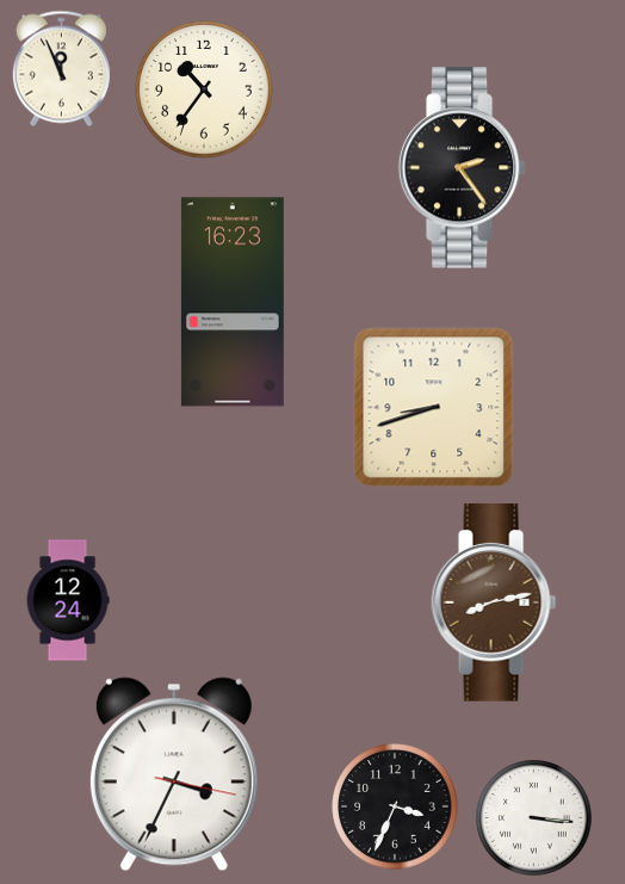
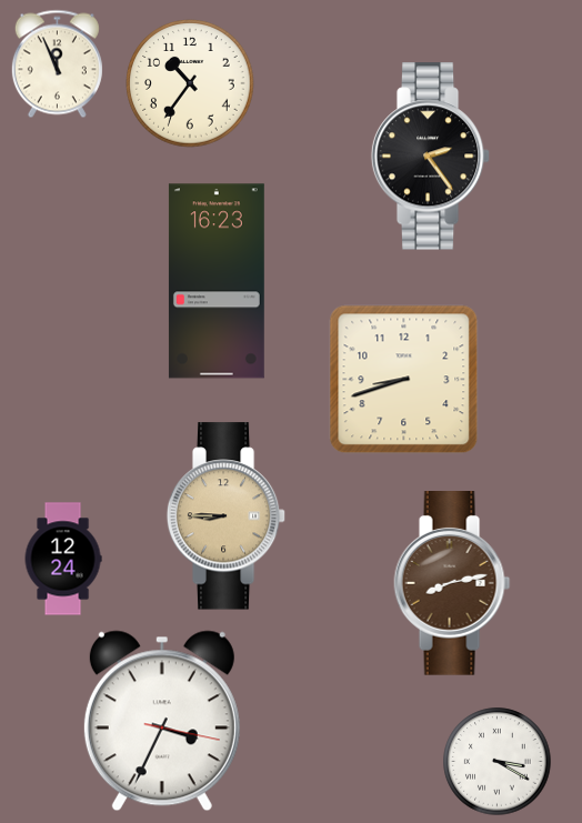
clock at (227, 516): none -> 8:45
clock at (494, 602) position: (494, 602) -> (452, 583)
clock at (395, 806): 3:34 -> none
clock at (534, 818): 3:16 -> 3:20
